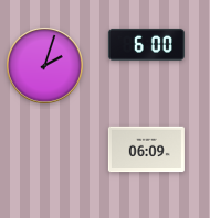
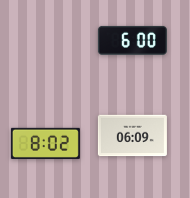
clock at (45, 66): 2:03 -> none
clock at (45, 143): none -> 8:02
